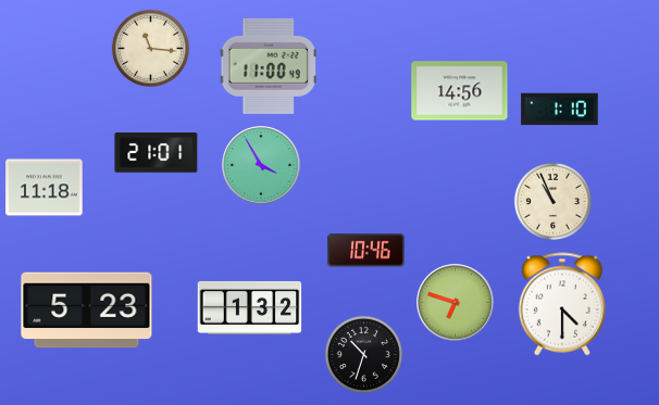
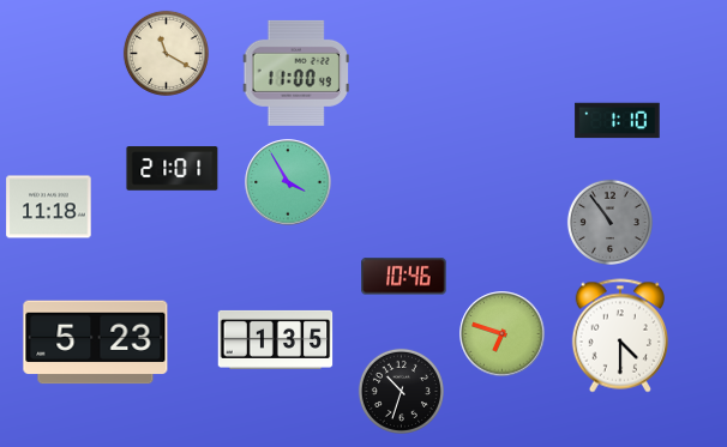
clock at (150, 48): 11:16 -> 11:20
clock at (460, 91): 14:56 -> none
clock at (552, 201): 10:56 -> 10:54
clock at (552, 201) dial: cream -> grey
clock at (250, 307): 1:32 -> 1:35
